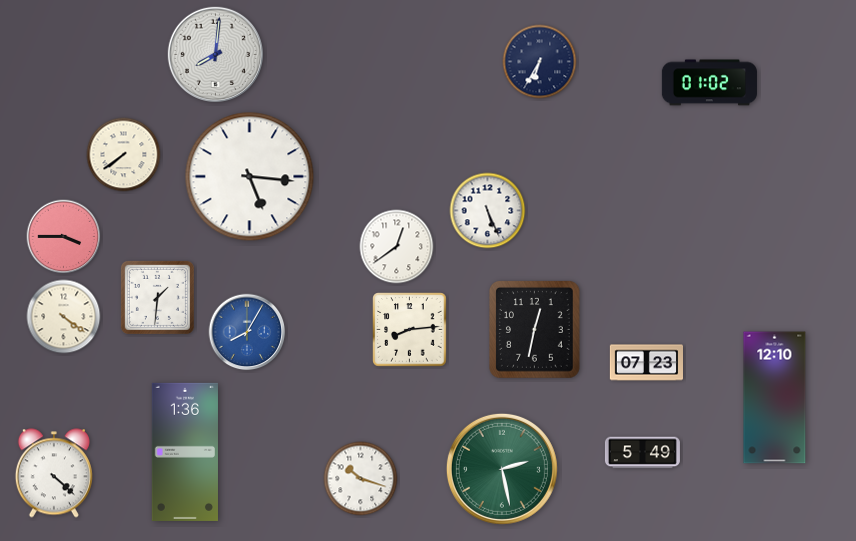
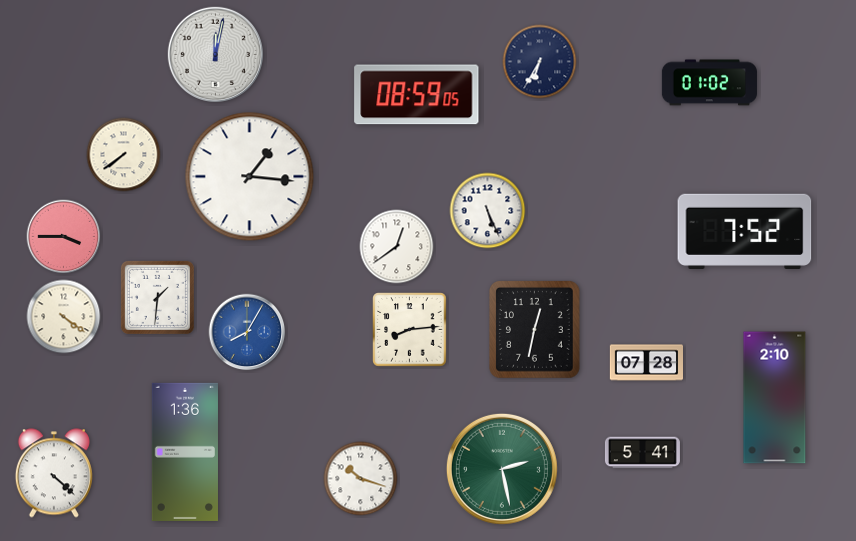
clock at (215, 54): 8:01 -> 12:02
clock at (417, 95): none -> 08:59
clock at (250, 177): 5:16 -> 1:16
clock at (745, 231): none -> 7:52
clock at (646, 363): 07:23 -> 07:28
clock at (775, 398): 12:10 -> 2:10
clock at (642, 453): 5:49 -> 5:41
